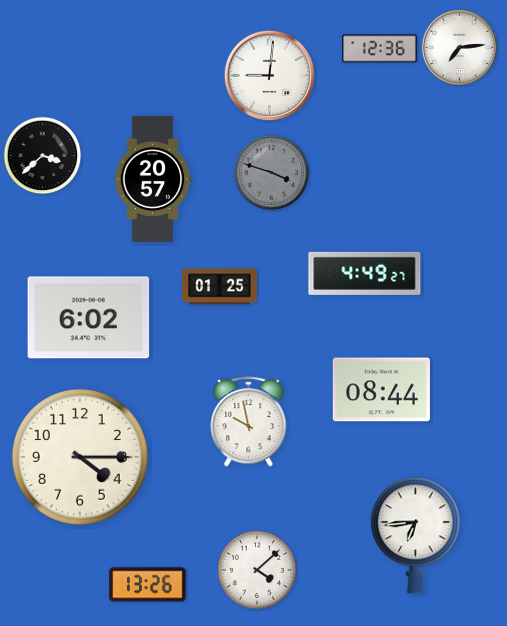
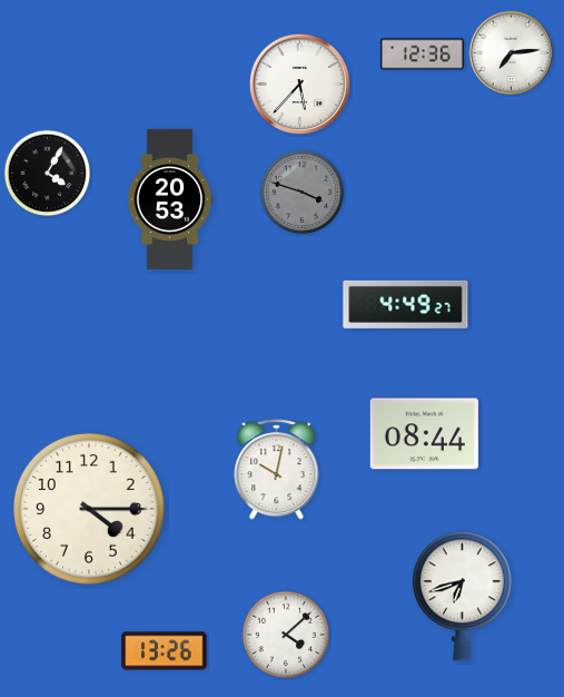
clock at (270, 76): 9:01 -> 5:37
clock at (43, 156): 3:38 -> 4:05
clock at (153, 179): 20:57 -> 20:53
clock at (220, 287): 01:25 -> none
clock at (89, 318): 6:02 -> none
clock at (249, 422): 9:58 -> 10:02
clock at (415, 536): 6:44 -> 6:42
